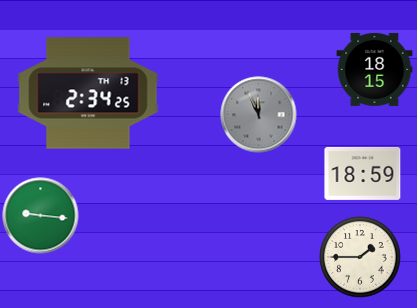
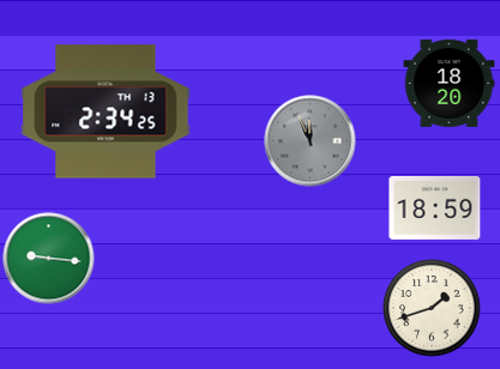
clock at (375, 69): 18:15 -> 18:20
clock at (259, 115) position: (259, 115) -> (311, 141)
clock at (360, 257): 1:45 -> 1:42
